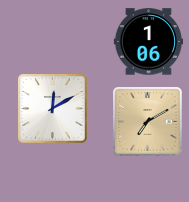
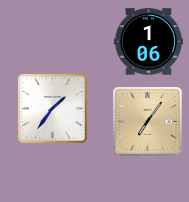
clock at (53, 109): 12:10 -> 1:36
clock at (148, 122): 7:10 -> 7:06
